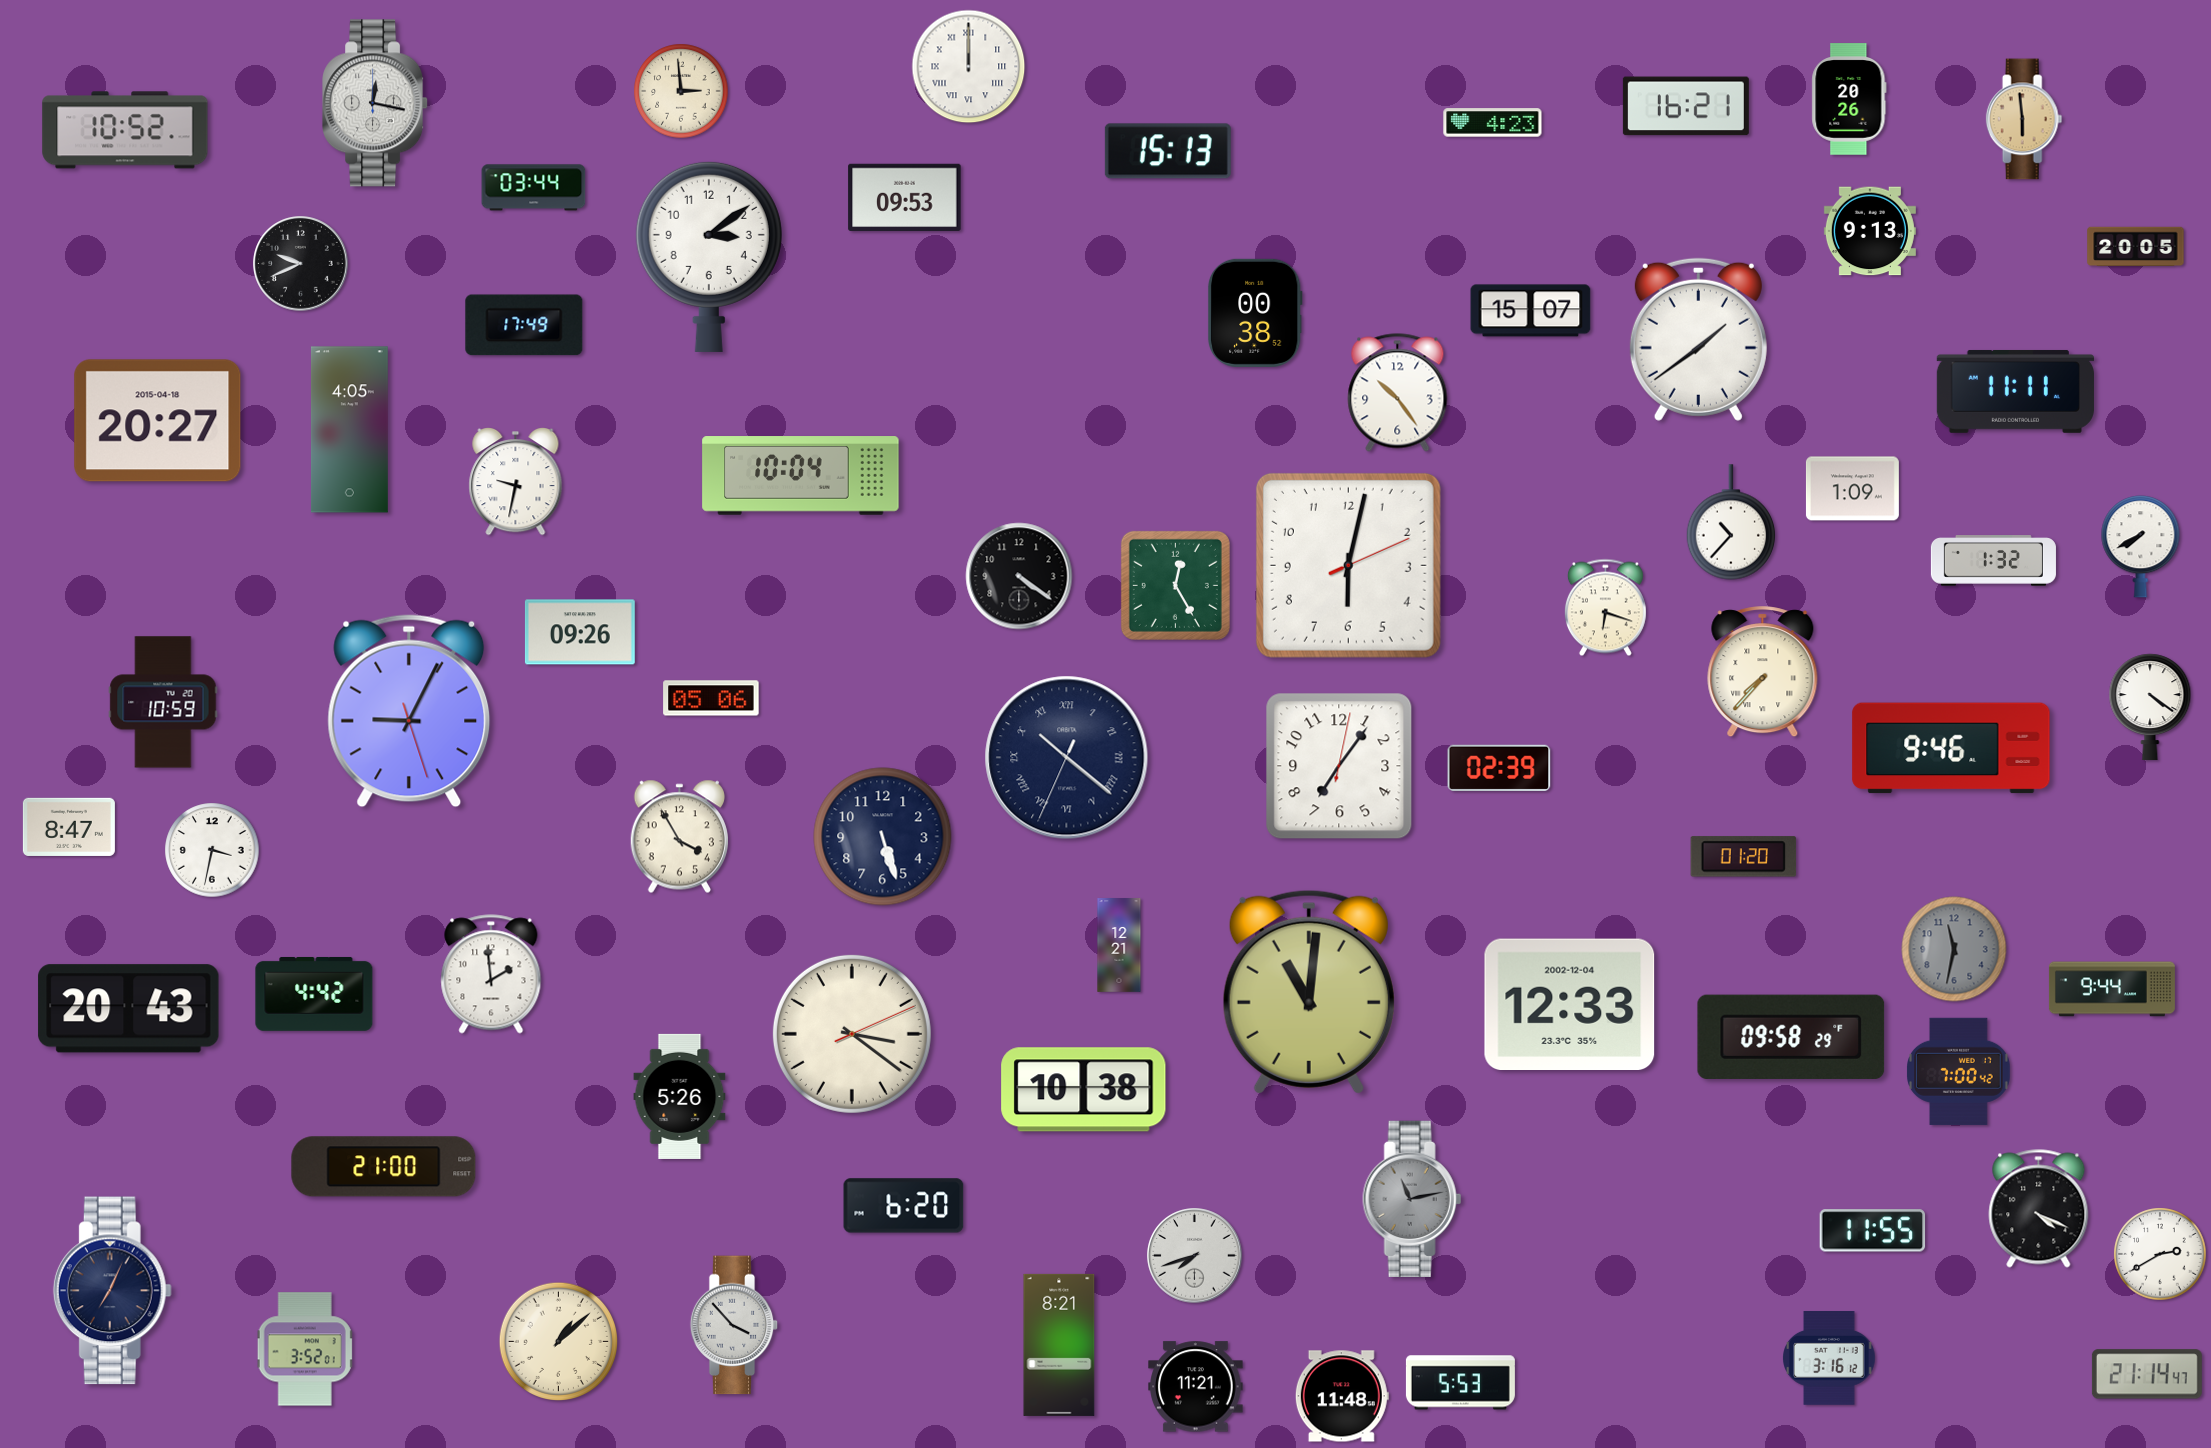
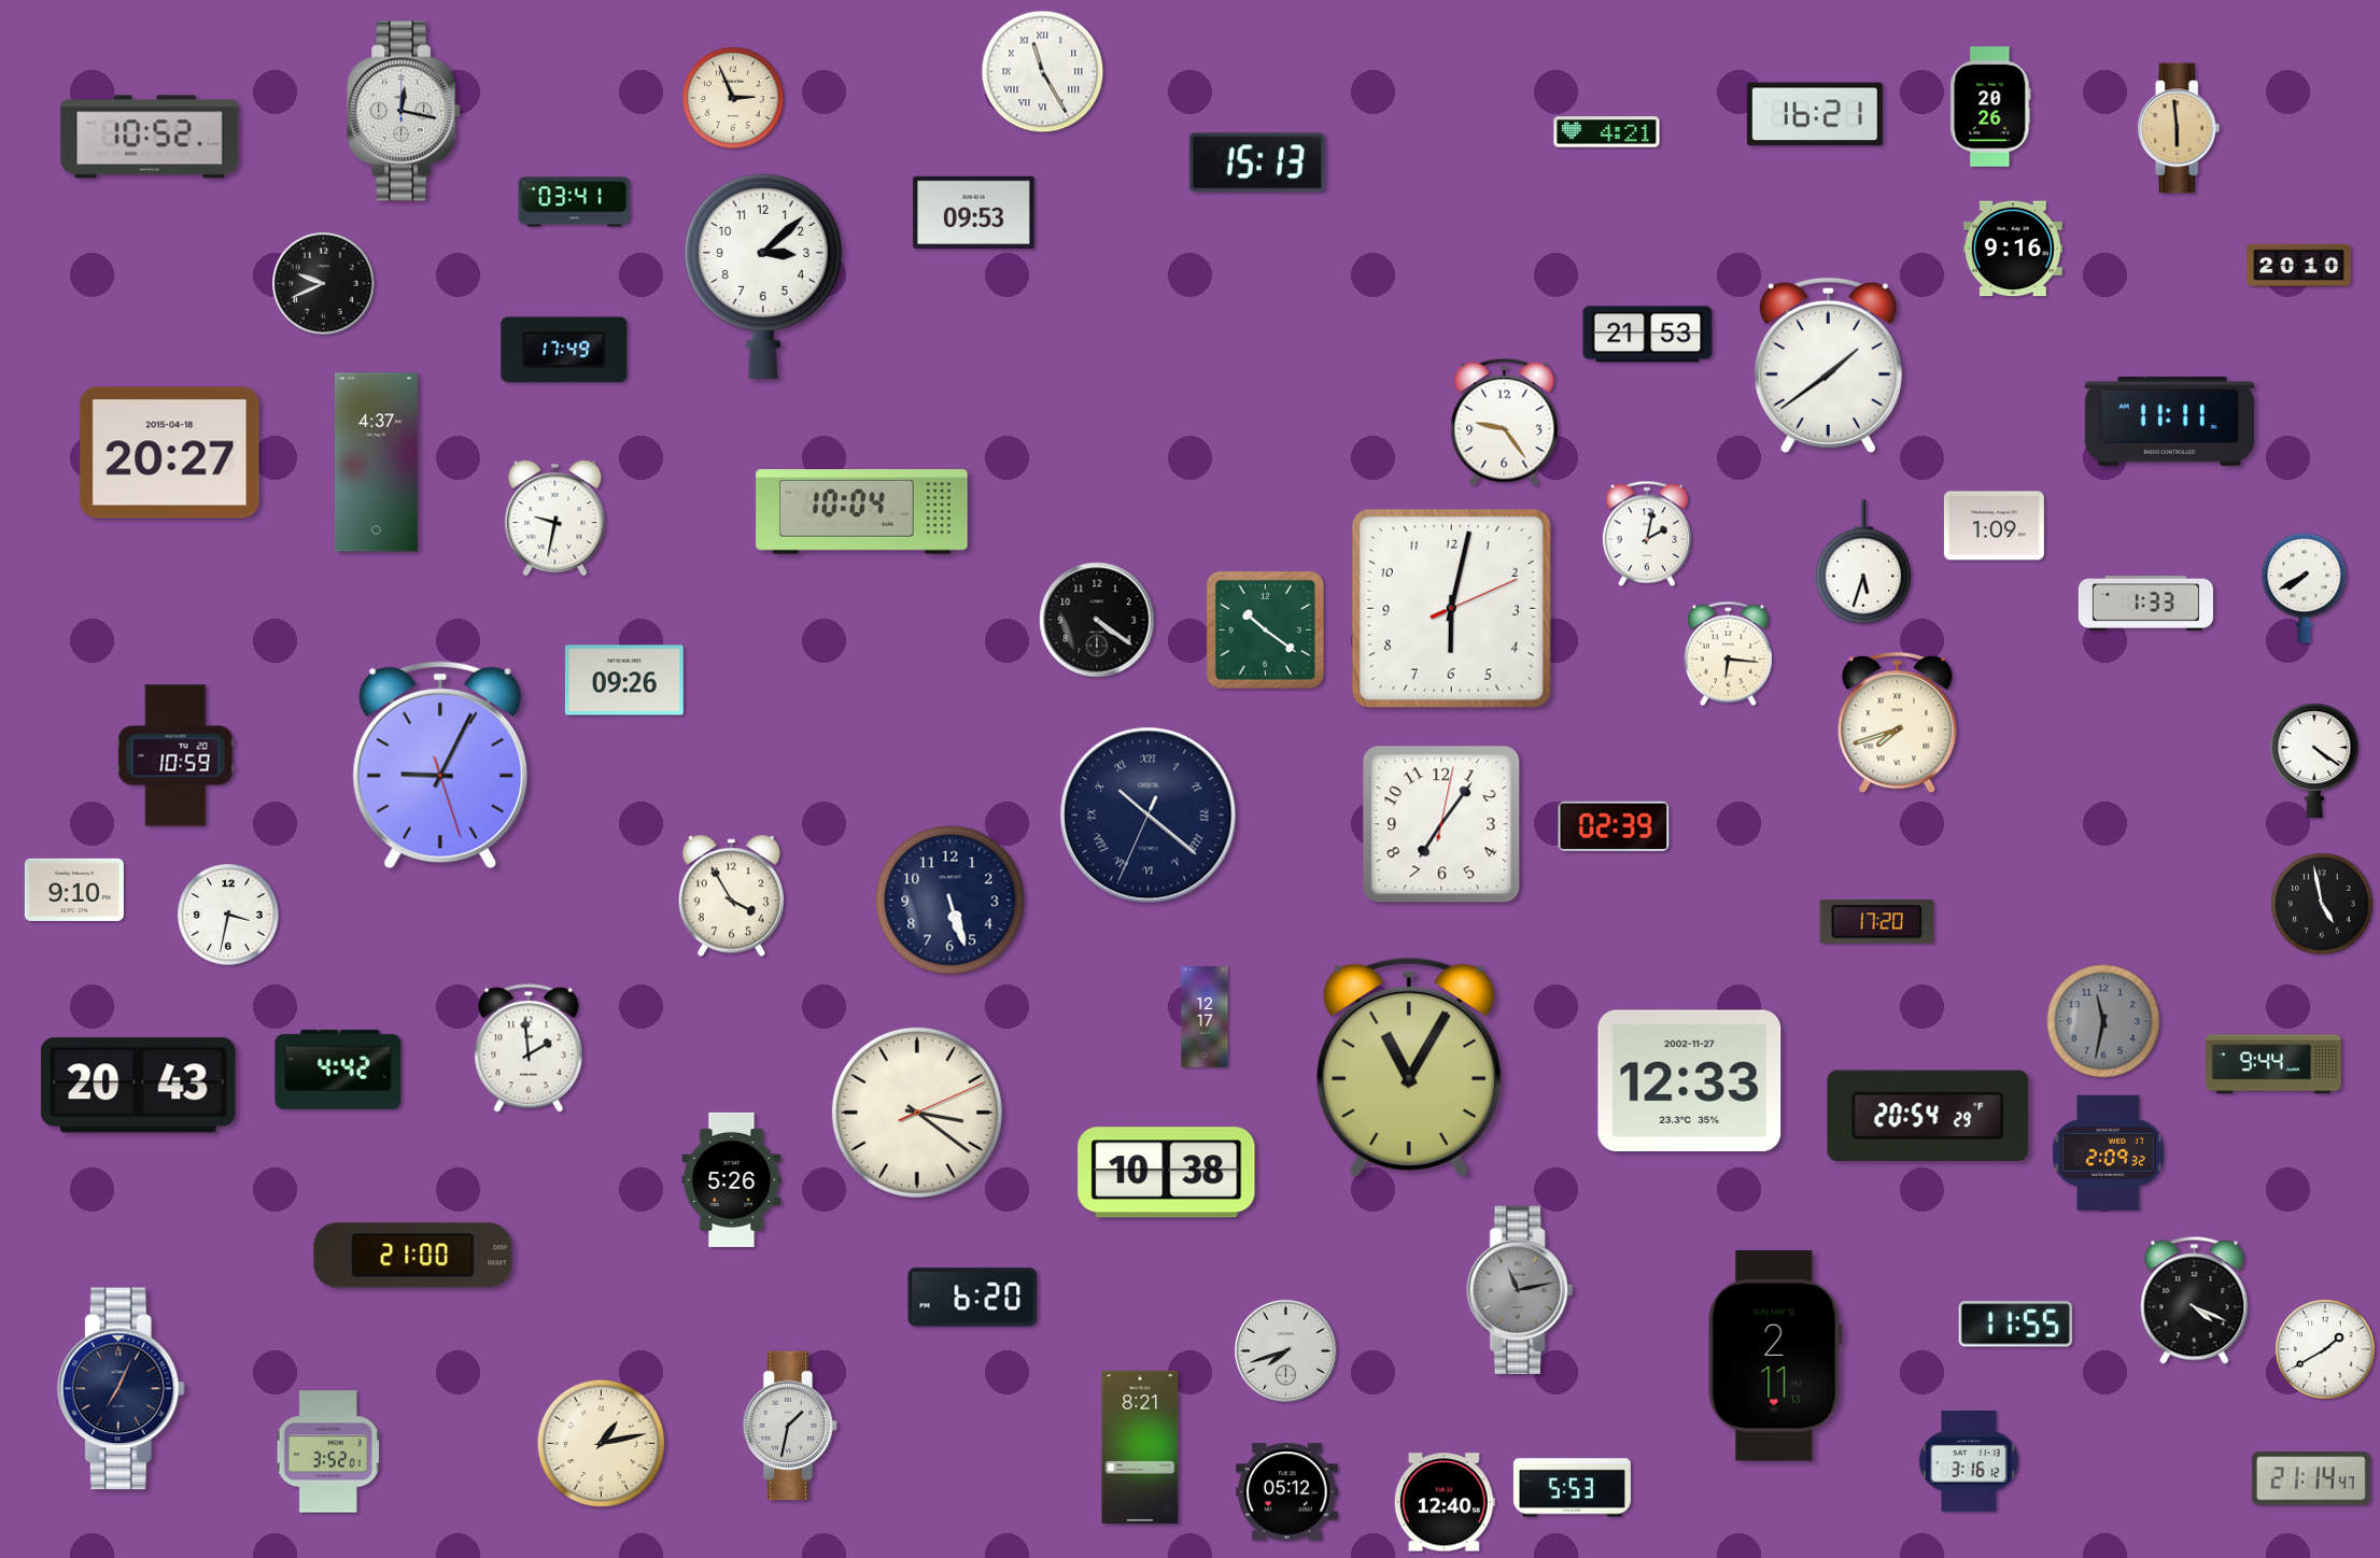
clock at (969, 67): 12:00 -> 11:25
clock at (681, 91): 2:59 -> 2:56
clock at (1493, 123): 4:23 -> 4:21
clock at (125, 130) position: (125, 130) -> (150, 137)
clock at (534, 188): 03:44 -> 03:41
clock at (1870, 231): 9:13 -> 9:16
clock at (2136, 247): 20:05 -> 20:10
clock at (709, 256): 3:09 -> 3:08
clock at (1531, 311): 15:07 -> 21:53
clock at (1255, 313): 00:38 -> none
clock at (1398, 393): 10:24 -> 9:24
clock at (349, 430): 4:05 -> 4:37
clock at (1647, 534): none -> 2:02
clock at (1731, 522): 10:37 -> 5:33
clock at (1993, 561): 1:32 -> 1:33
clock at (1175, 585): 12:25 -> 10:21
clock at (1605, 608): 6:18 -> 6:16
clock at (1763, 672): 7:37 -> 7:42
clock at (711, 698): 05:06 -> none
clock at (1951, 748): 9:46 -> none
clock at (69, 827): 8:47 -> 9:10
clock at (679, 837) position: (679, 837) -> (731, 896)
clock at (2322, 904): none -> 4:58
clock at (1744, 857): 01:20 -> 17:20
clock at (1119, 945): 12:21 -> 12:17
clock at (1309, 992): 11:01 -> 11:05
clock at (1570, 1005) date: 2002-12-04 -> 2002-11-27
clock at (1791, 1037): 09:58 -> 20:54
clock at (1959, 1071): 7:00 -> 2:09
clock at (2160, 1254): 2:40 -> 1:40
clock at (1775, 1357): none -> 2:11
clock at (734, 1325): 3:53 -> 1:32
clock at (558, 1341): 1:08 -> 1:13
clock at (1196, 1387): 11:21 -> 05:12
clock at (1342, 1396): 11:48 -> 12:40
